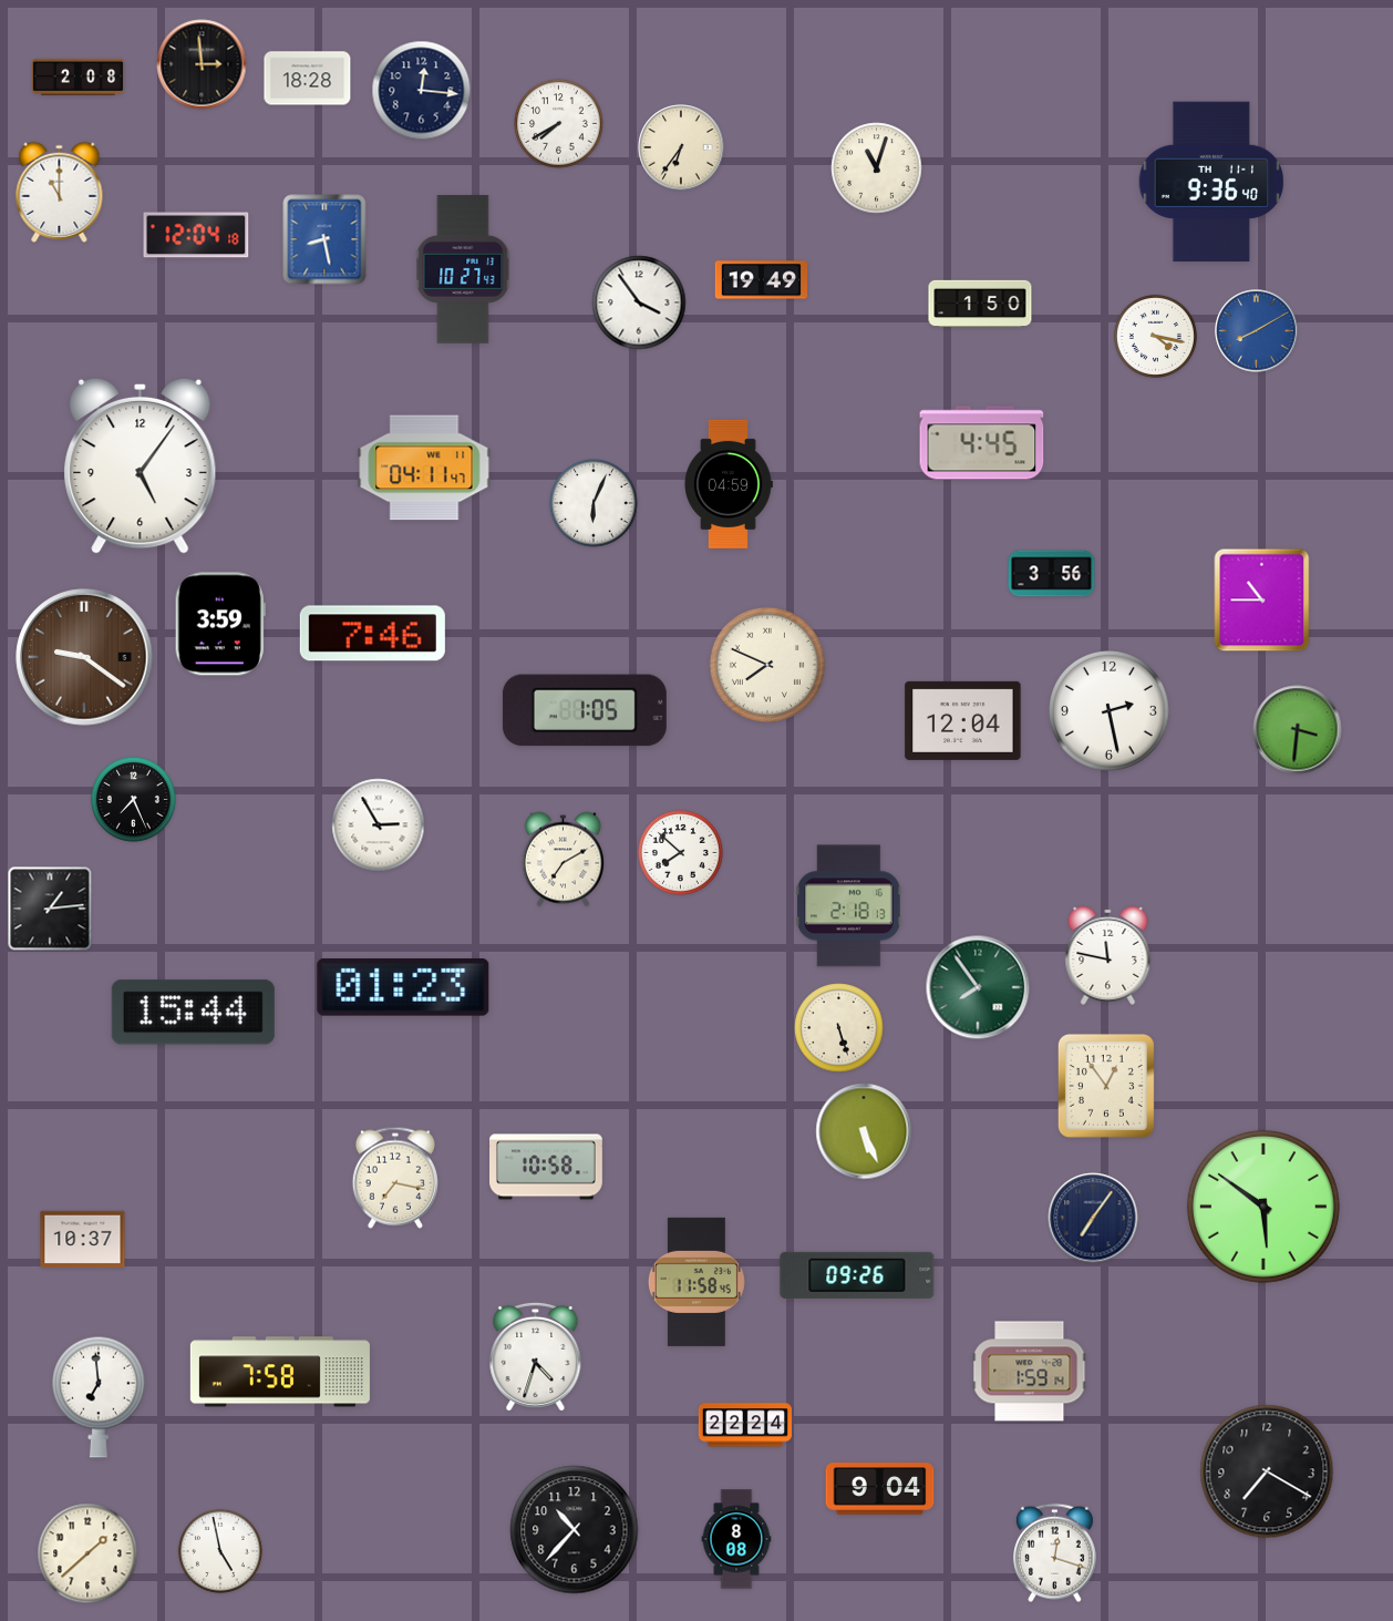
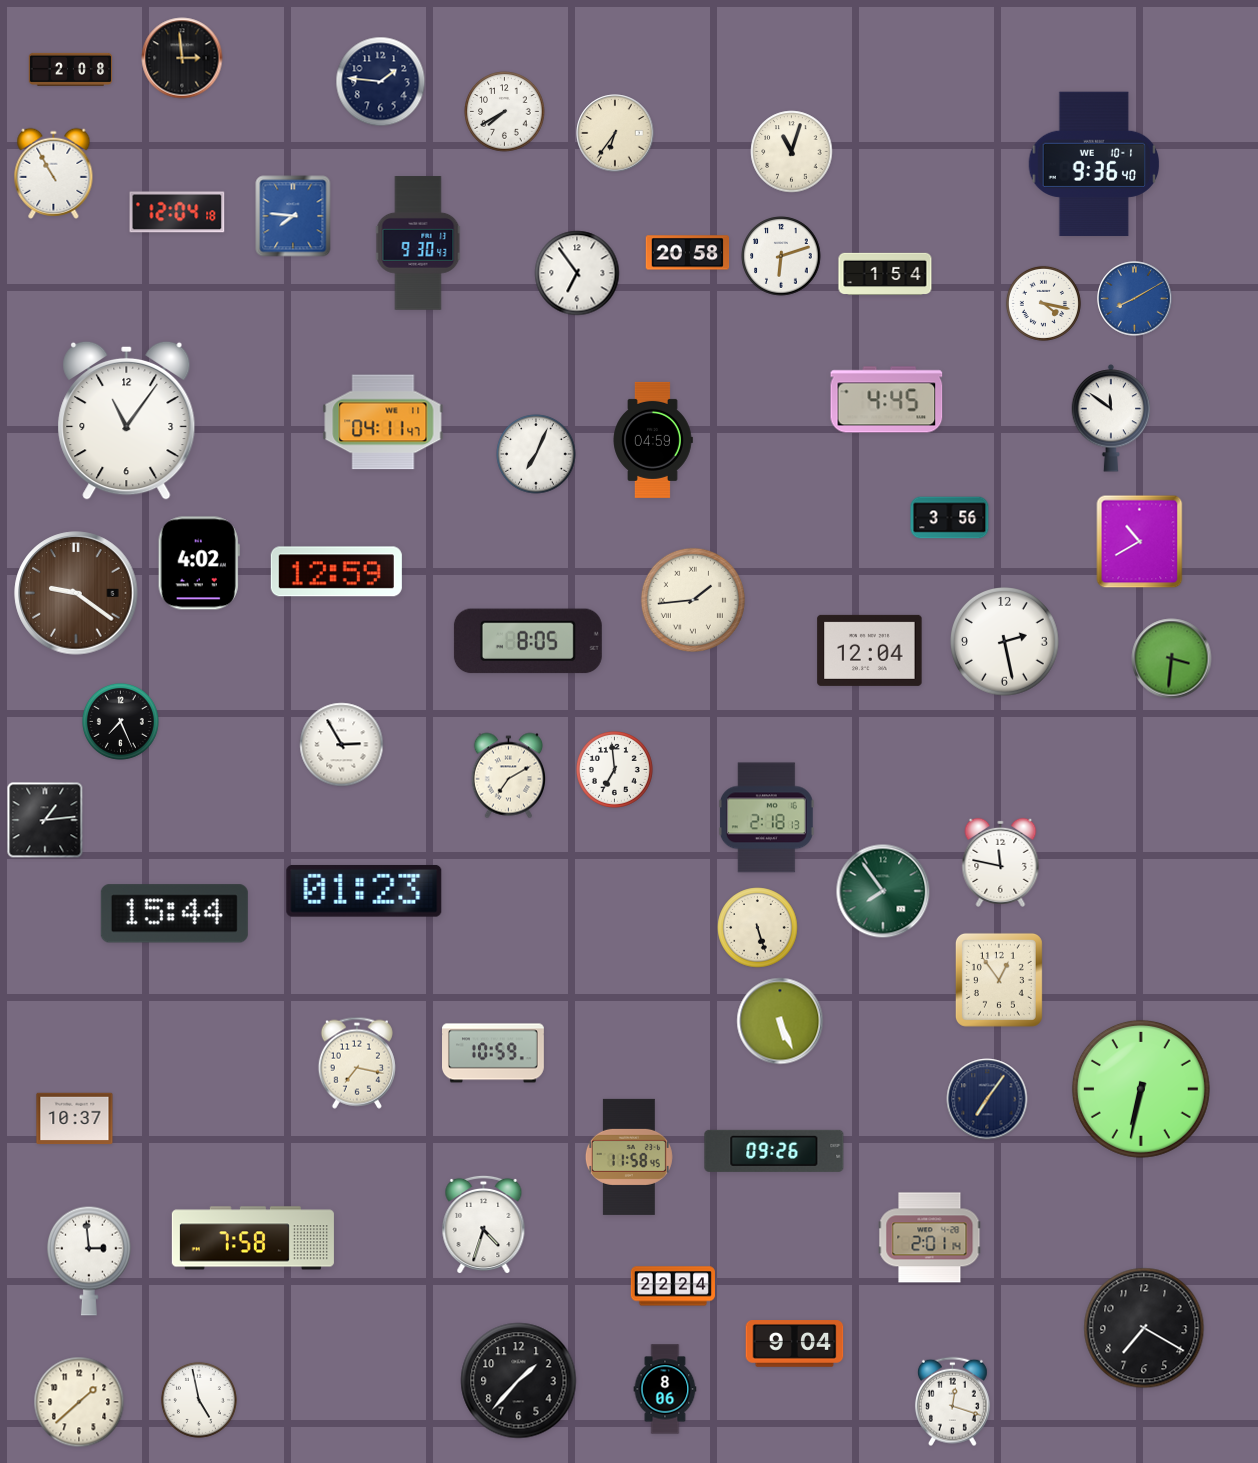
clock at (308, 79): 18:28 -> none
clock at (422, 91): 12:16 -> 1:46
clock at (1211, 182) date: TH 11-1 -> WE 10-1
clock at (60, 192): 11:00 -> 10:55
clock at (324, 239): 8:28 -> 7:46
clock at (463, 269): 10:27 -> 9:30
clock at (762, 280): 19:49 -> 20:58
clock at (781, 256): none -> 6:12
clock at (639, 302): 3:54 -> 6:54
clock at (980, 304): 1:50 -> 1:54
clock at (1111, 418): none -> 11:51
clock at (141, 465): 5:06 -> 11:06
clock at (729, 484) position: (729, 484) -> (653, 440)
clock at (594, 503): 6:04 -> 7:04
clock at (1262, 601): 10:45 -> 10:40
clock at (220, 624): 3:59 -> 4:02
clock at (372, 634): 7:46 -> 12:59
clock at (767, 665): 7:49 -> 1:44
clock at (585, 710): 1:05 -> 8:05
clock at (1110, 711) position: (1110, 711) -> (1005, 642)
clock at (680, 852): 7:52 -> 6:59
clock at (547, 1167): 10:58 -> 10:59
clock at (1263, 1207): 5:51 -> 6:32
clock at (1030, 1372): 1:59 -> 2:01
clock at (100, 1397): 6:59 -> 2:59
clock at (575, 1530): 10:37 -> 1:37
clock at (736, 1539): 8:08 -> 8:06
